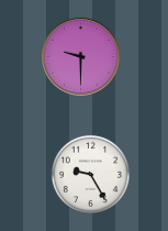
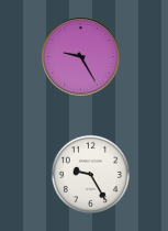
clock at (81, 57): 9:30 -> 9:25
